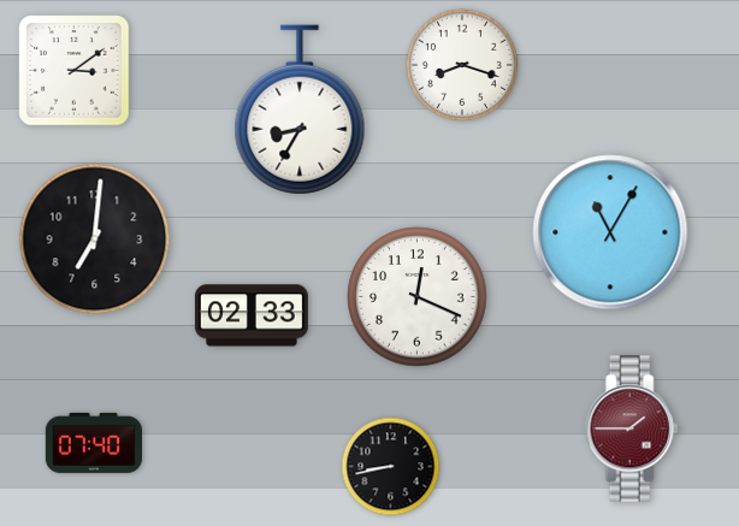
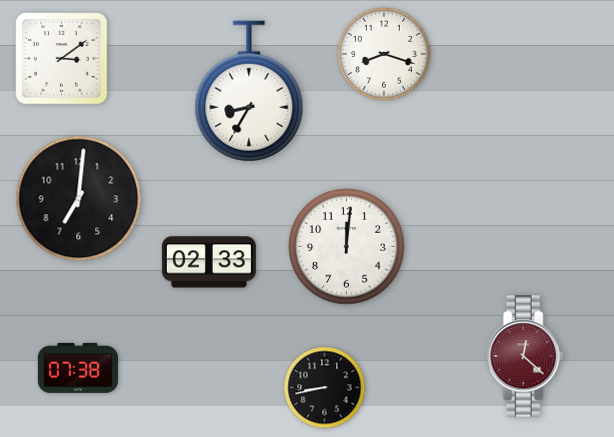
clock at (610, 232): 11:05 -> none
clock at (418, 297): 12:19 -> 12:01
clock at (632, 429): 1:45 -> 12:22
clock at (94, 443): 07:40 -> 07:38
